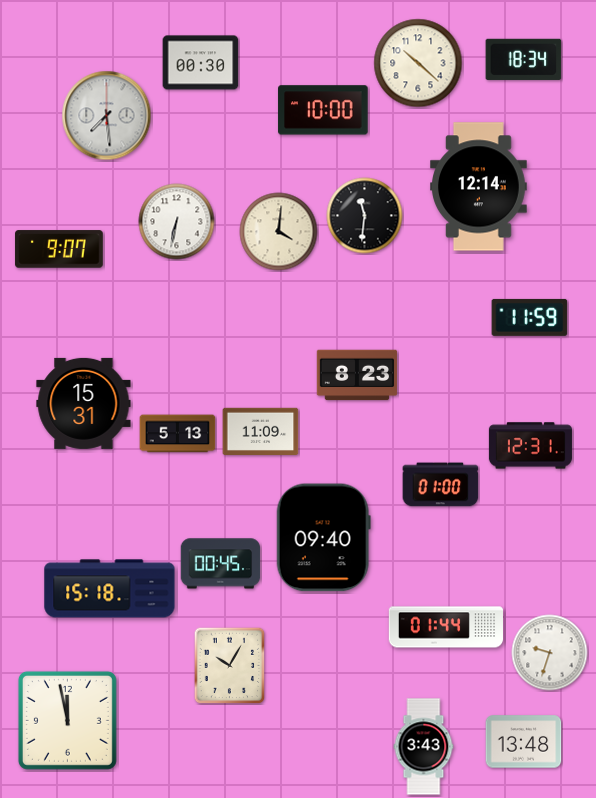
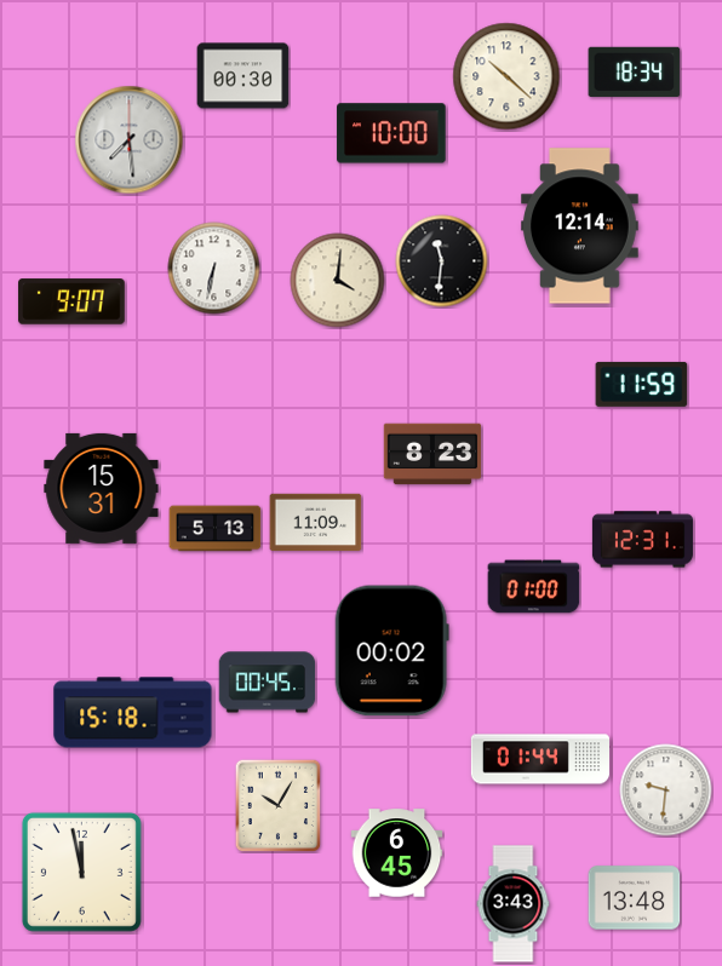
clock at (178, 434) position: (178, 434) -> (216, 529)
clock at (323, 538): 09:40 -> 00:02
clock at (550, 653): 9:33 -> 9:31
clock at (397, 853): none -> 6:45
